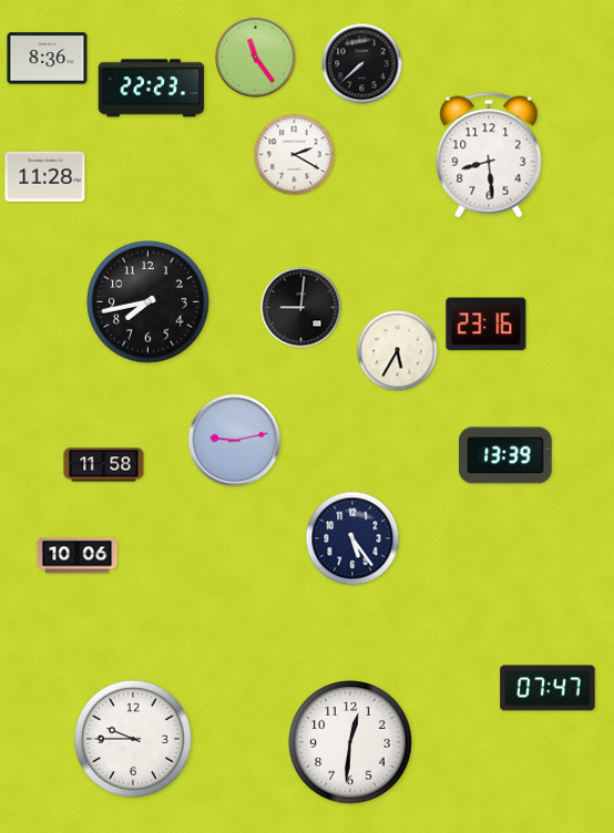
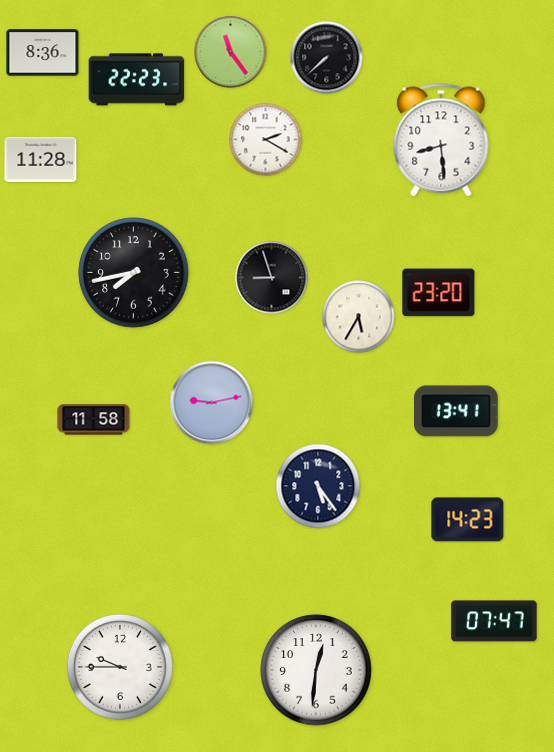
clock at (301, 308): 9:01 -> 8:57
clock at (487, 325): 23:16 -> 23:20
clock at (235, 441) position: (235, 441) -> (212, 403)
clock at (506, 455): 13:39 -> 13:41
clock at (78, 556): 10:06 -> none
clock at (468, 520): none -> 14:23
